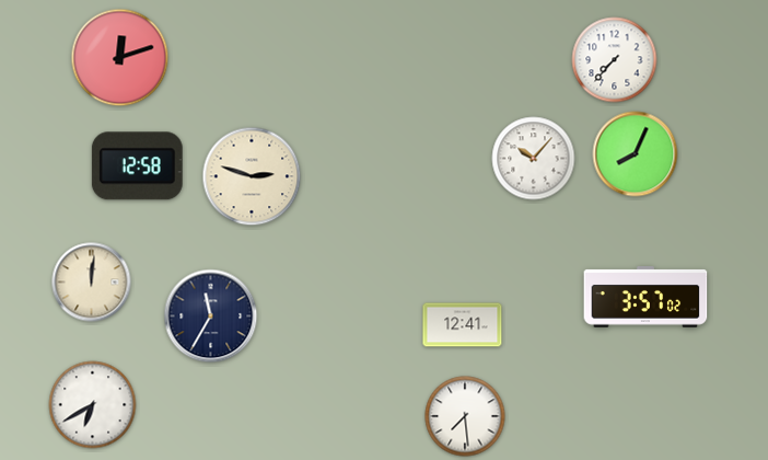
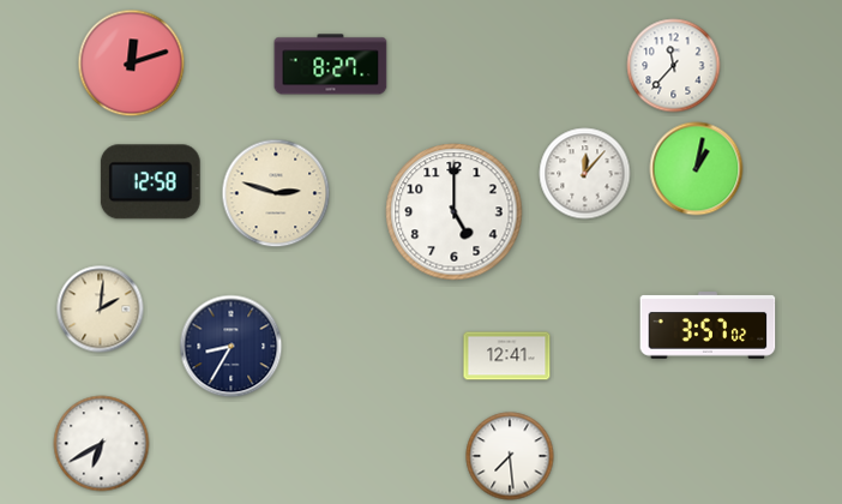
clock at (331, 65): none -> 8:27
clock at (615, 60): 7:37 -> 11:37
clock at (636, 154): 8:04 -> 1:02
clock at (534, 159): 10:07 -> 12:07
clock at (455, 212): none -> 5:00
clock at (92, 283): 12:01 -> 2:01
clock at (211, 317): 11:35 -> 8:35
